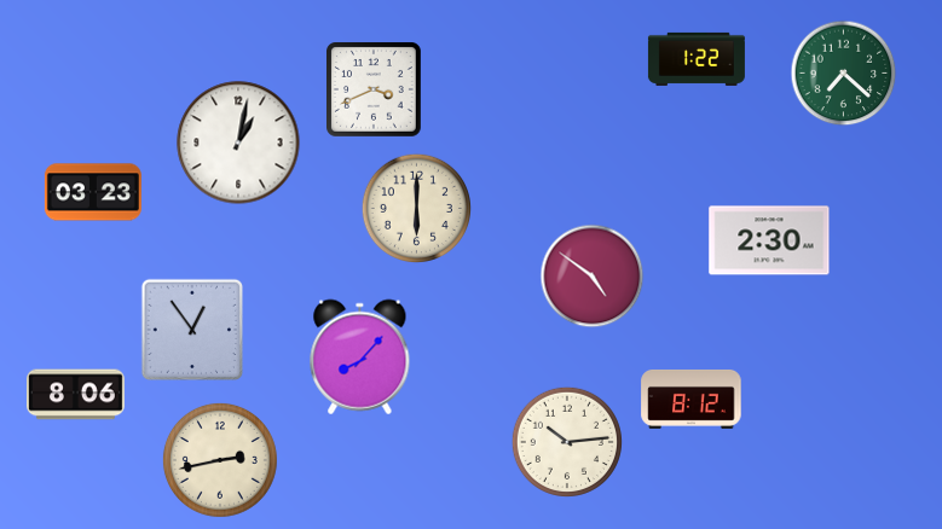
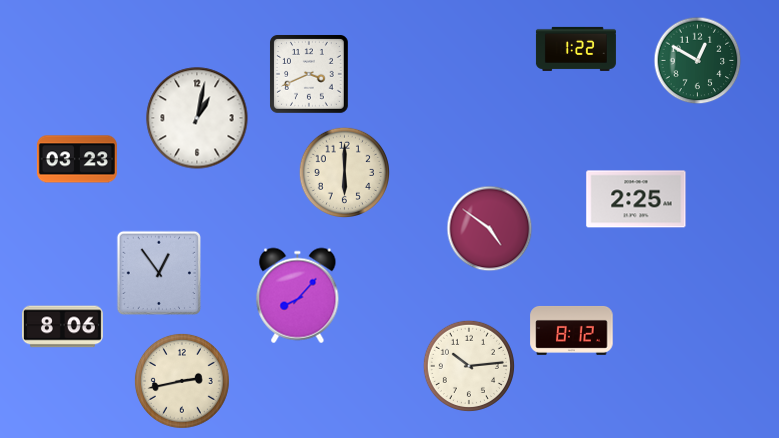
clock at (844, 74): 7:22 -> 12:50
clock at (769, 240): 2:30 -> 2:25
